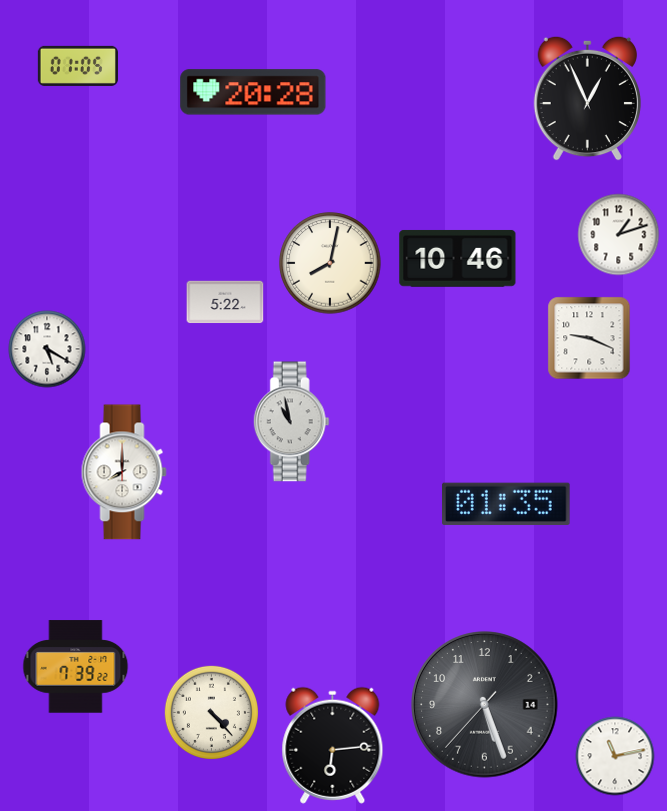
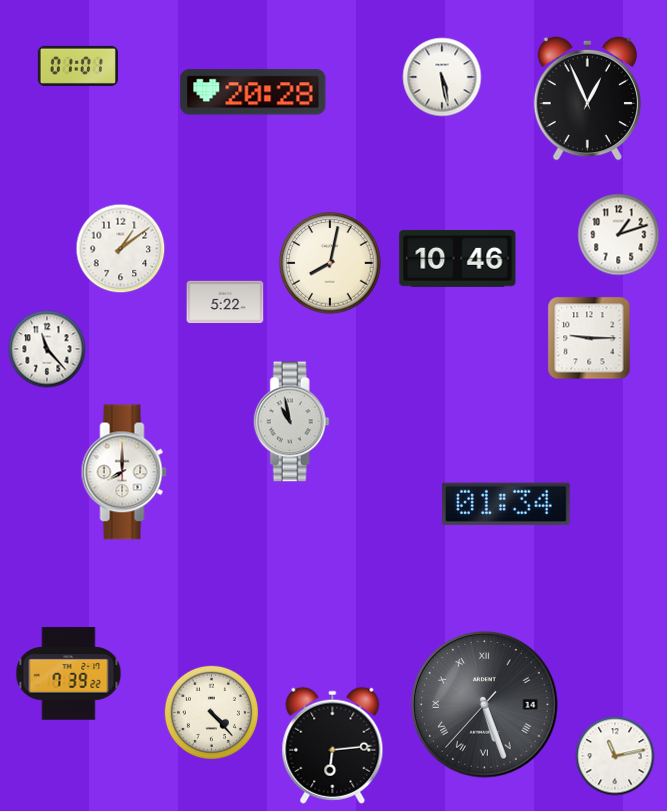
clock at (78, 66): 01:05 -> 01:01
clock at (442, 77): none -> 5:28
clock at (121, 249): none -> 1:09
clock at (589, 338): 9:19 -> 9:15
clock at (47, 349): 5:20 -> 11:23
clock at (507, 503): 01:35 -> 01:34
clock at (76, 667) position: (76, 667) -> (69, 674)
clock at (485, 705) numerals: Arabic -> Roman
